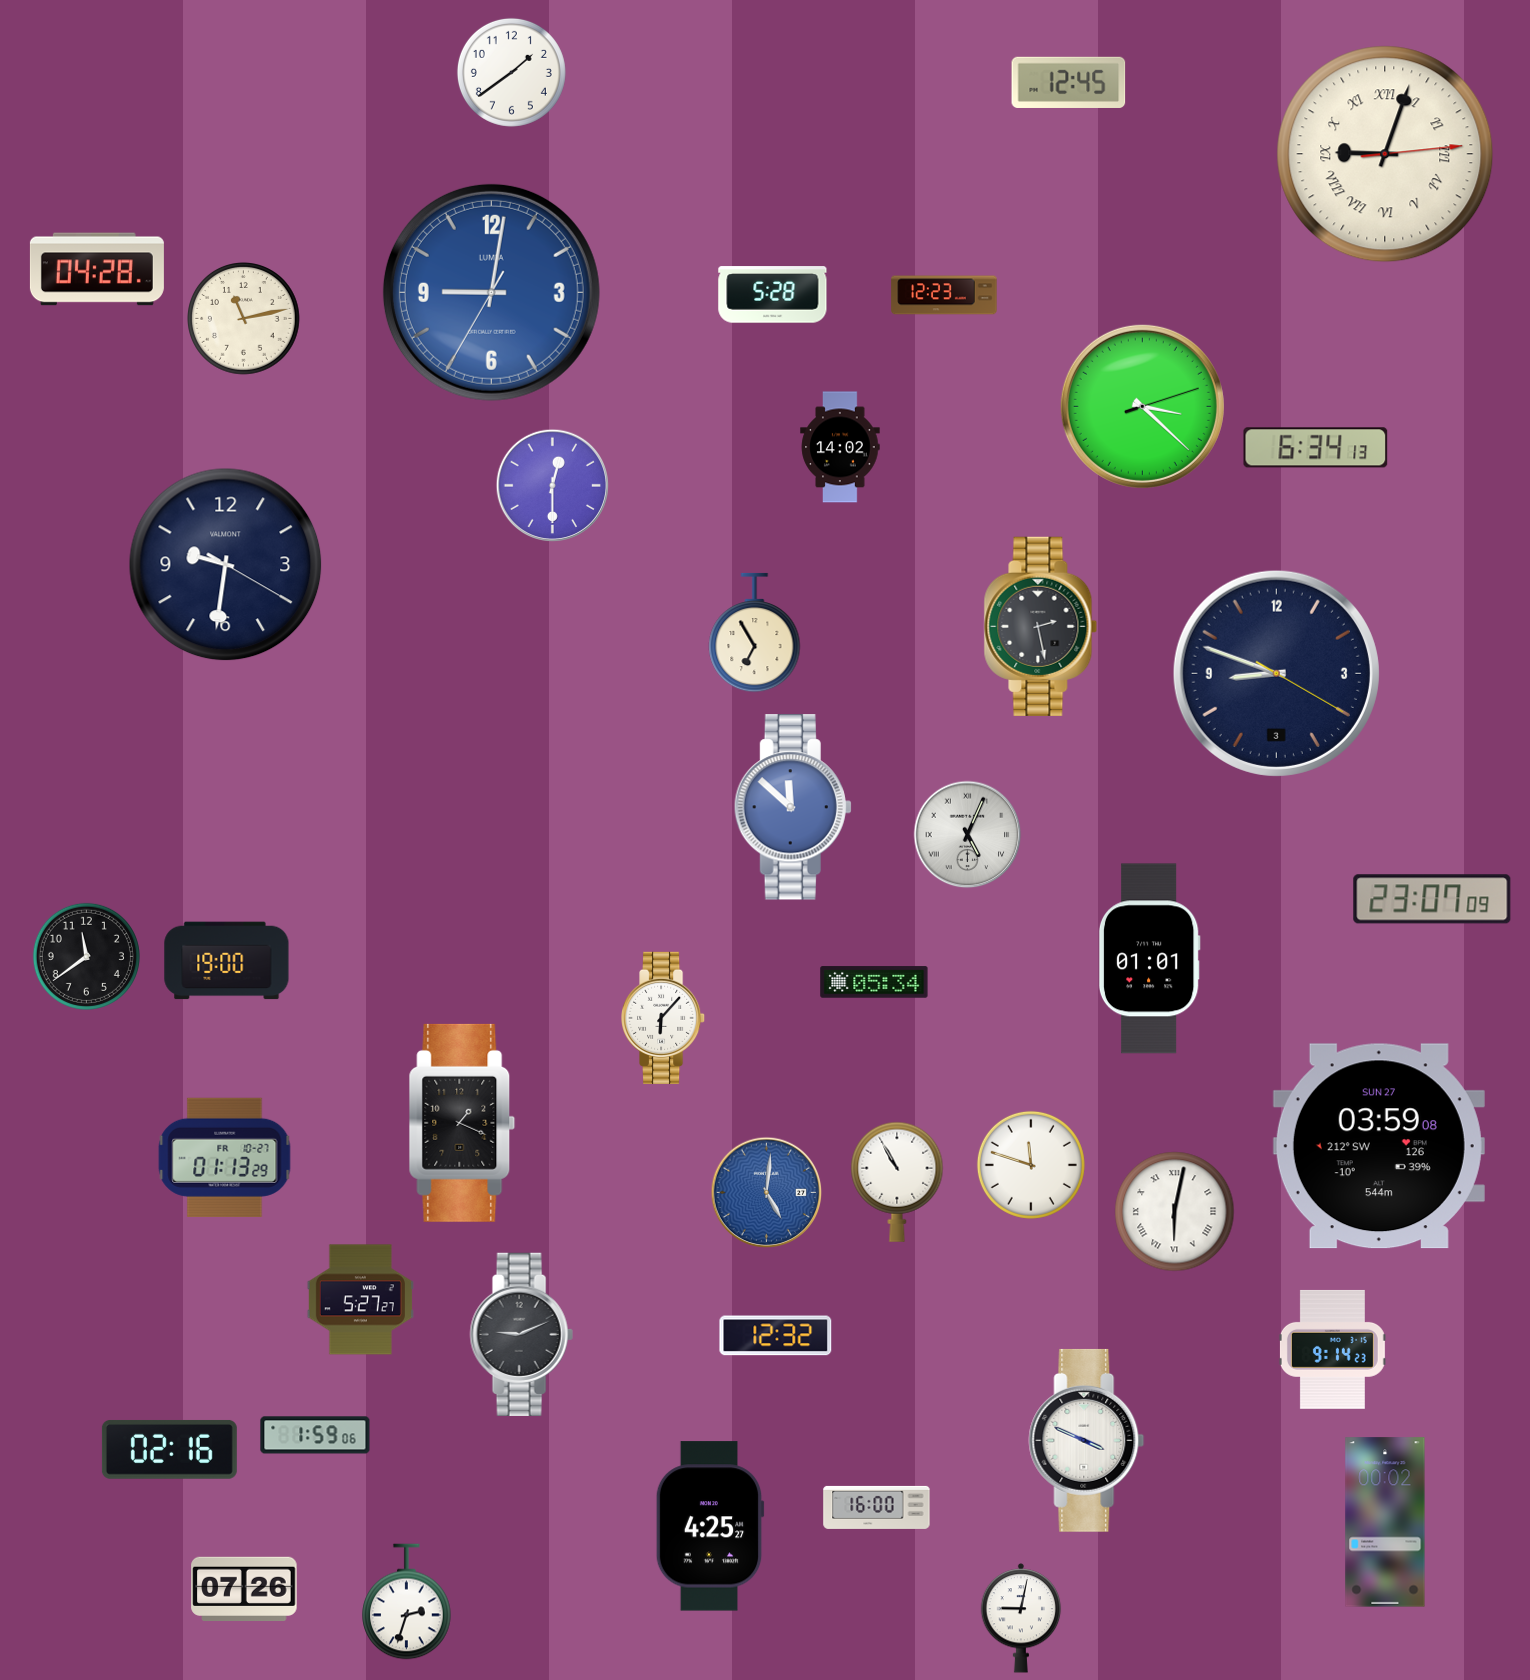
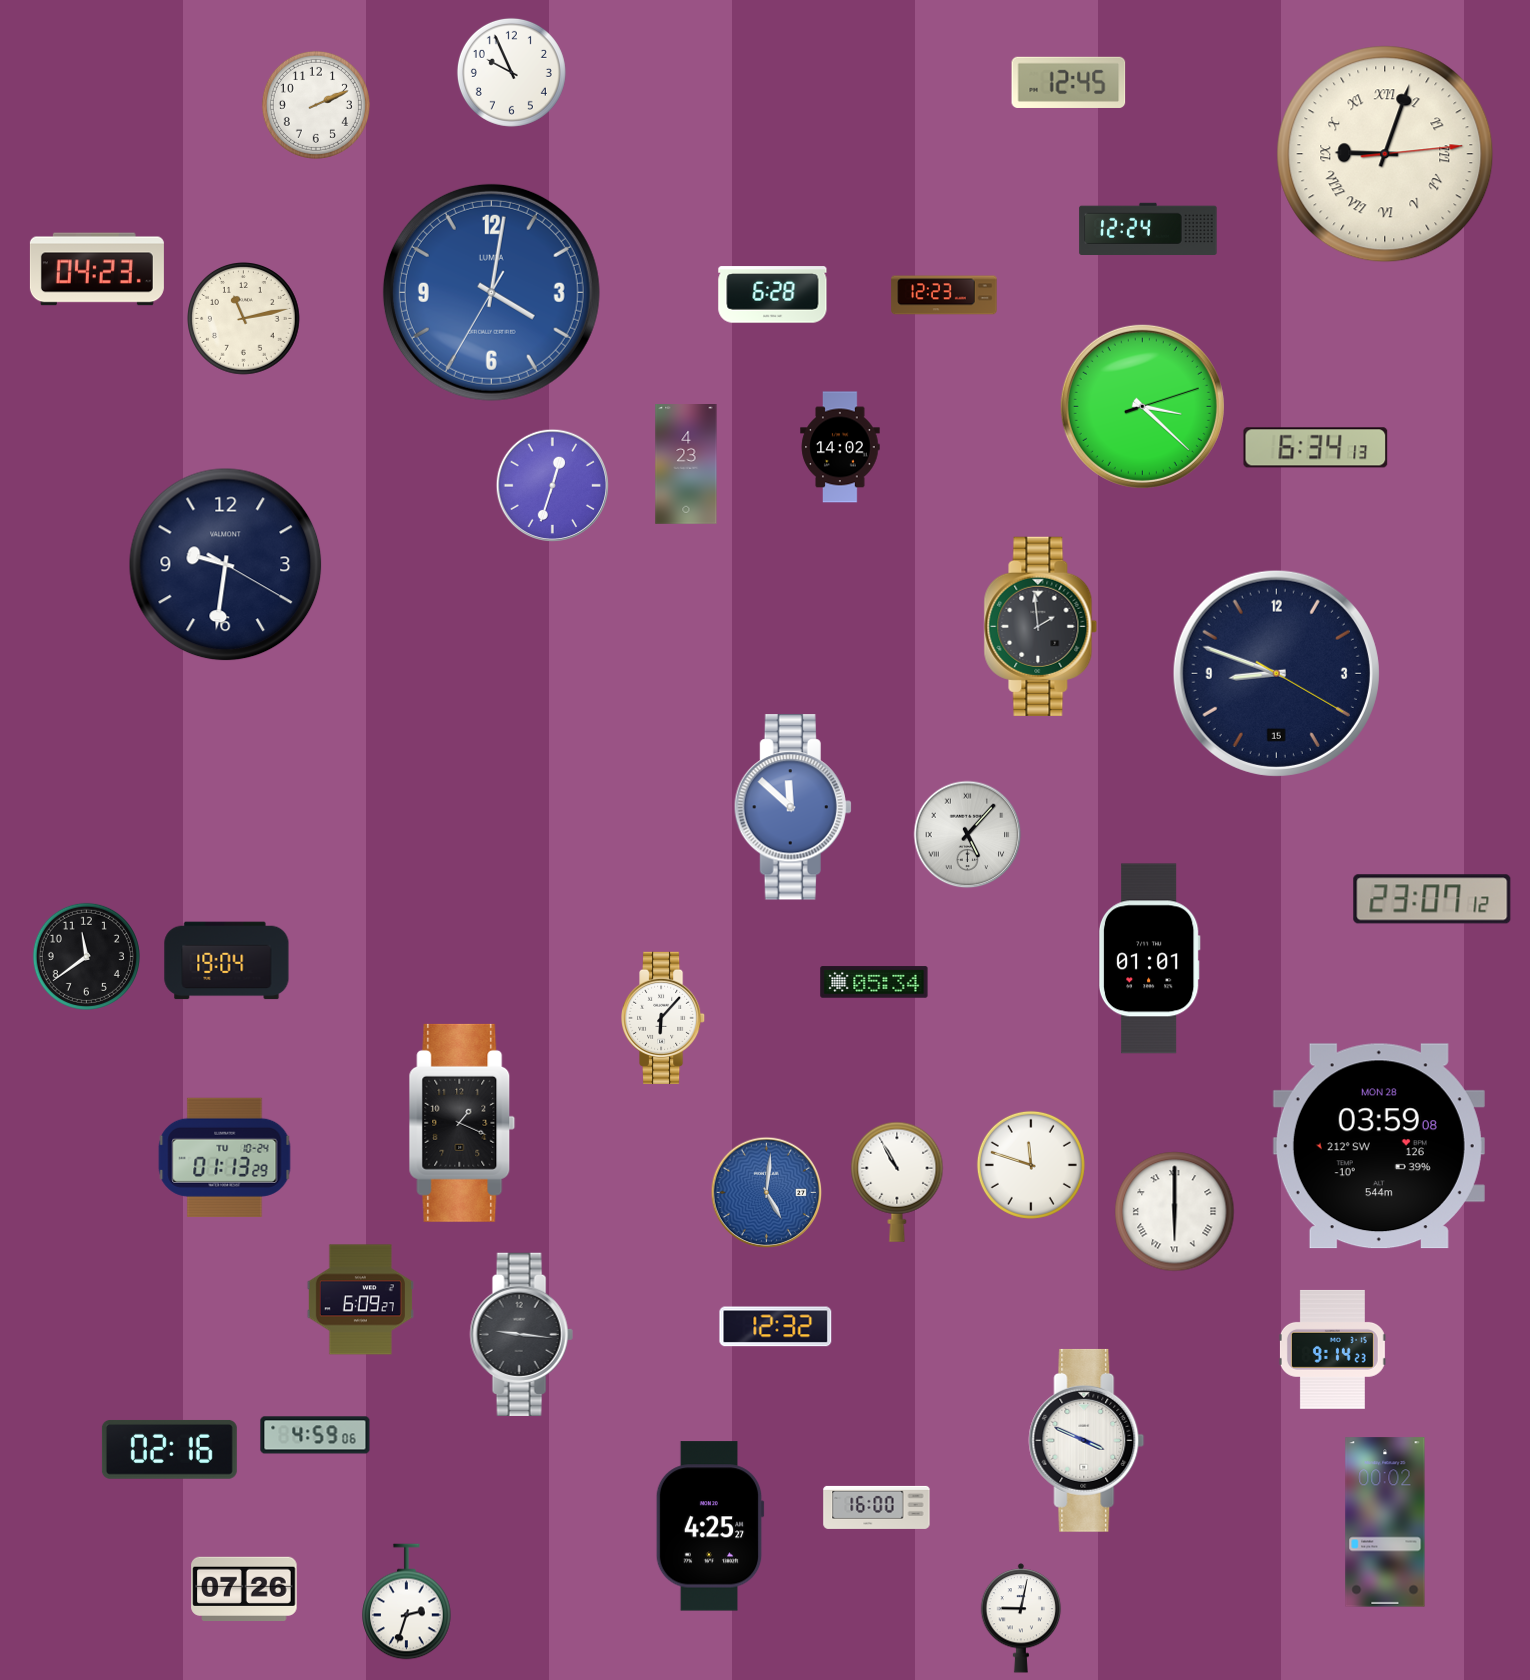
clock at (511, 72): 1:39 -> 9:56
clock at (316, 105): none -> 2:11
clock at (1148, 228): none -> 12:24
clock at (97, 269): 04:28 -> 04:23
clock at (491, 292): 9:01 -> 4:01
clock at (773, 295): 5:28 -> 6:28
clock at (686, 465): none -> 4:23
clock at (552, 485): 12:30 -> 12:33
clock at (1041, 626): 2:28 -> 1:59
clock at (755, 633): 6:55 -> none
clock at (1276, 673) date: 3 -> 15
clock at (968, 835): 5:04 -> 5:07
clock at (1432, 899): 23:07:09 -> 23:07:12
clock at (227, 961): 19:00 -> 19:04
clock at (1379, 1146) date: SUN 27 -> MON 28
clock at (225, 1157) date: FR 10-27 -> TU 10-24
clock at (1175, 1212): 6:02 -> 6:00
clock at (360, 1300): 5:27 -> 6:09
clock at (521, 1334): 9:11 -> 9:16
clock at (776, 1336) position: (776, 1336) -> (776, 1327)
clock at (315, 1435): 1:59 -> 4:59
